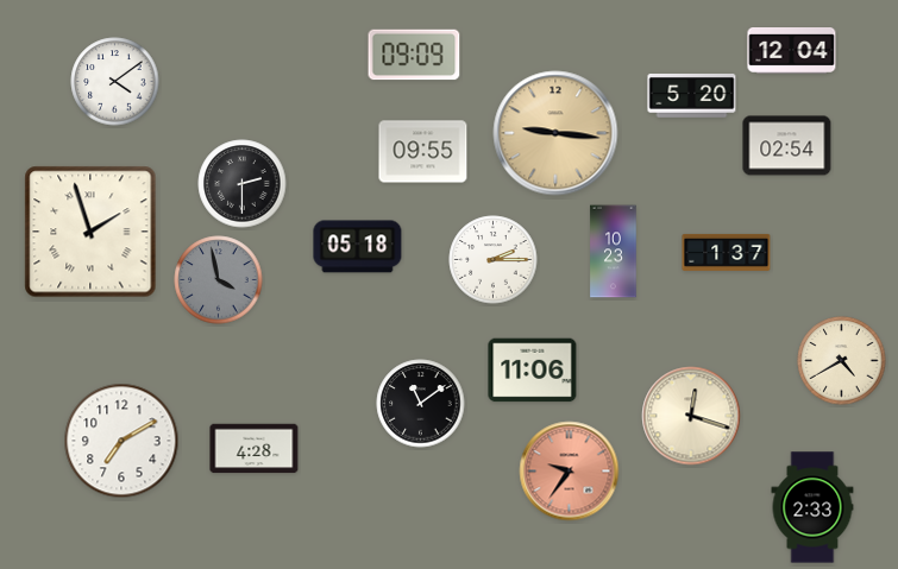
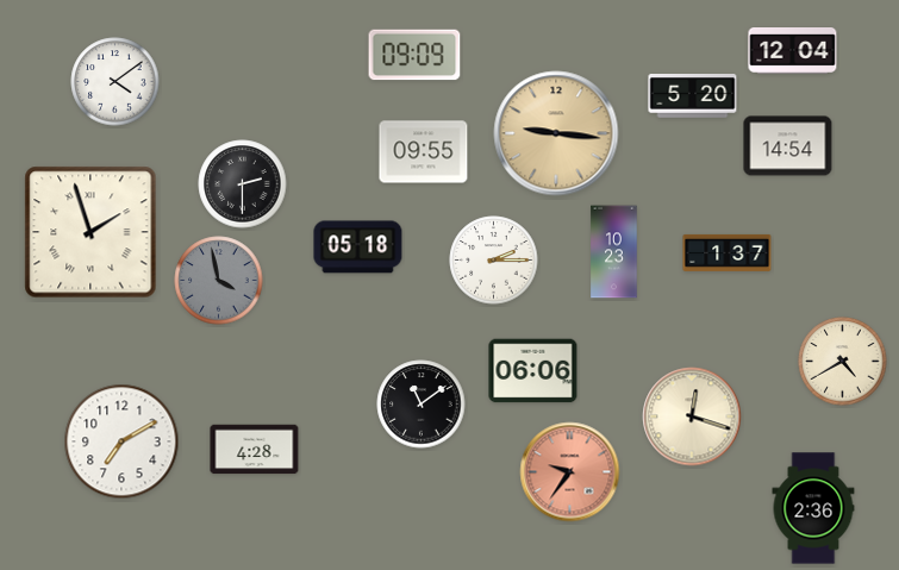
clock at (787, 146): 02:54 -> 14:54
clock at (533, 371): 11:06 -> 06:06
clock at (812, 507): 2:33 -> 2:36
